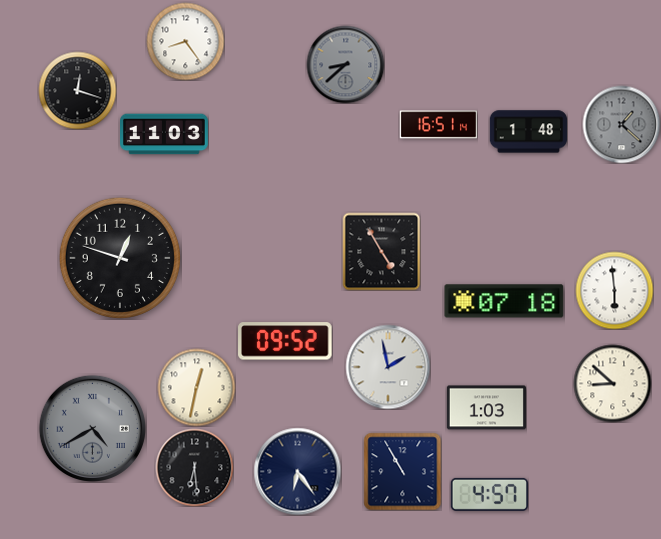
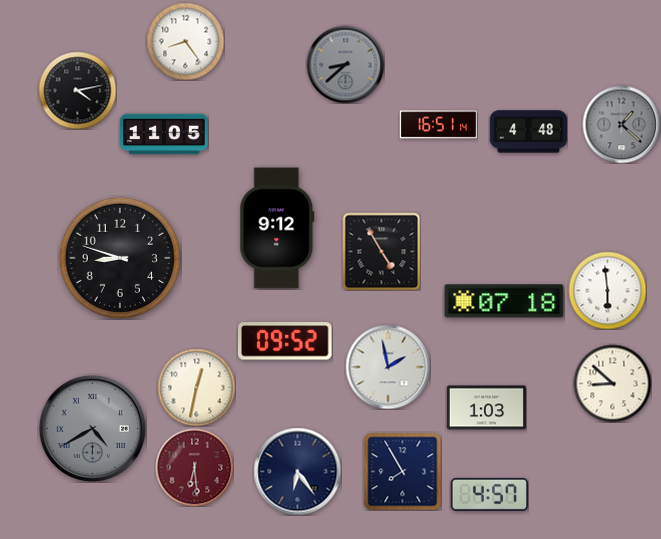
clock at (77, 90): 12:18 -> 4:13
clock at (528, 132): 1:48 -> 4:48
clock at (165, 134): 11:03 -> 11:05
clock at (277, 228): none -> 9:12
clock at (120, 258): 12:48 -> 8:48
clock at (614, 290) position: (614, 290) -> (607, 290)
clock at (194, 467) dial: black -> burgundy
clock at (402, 471): 10:55 -> 7:55
